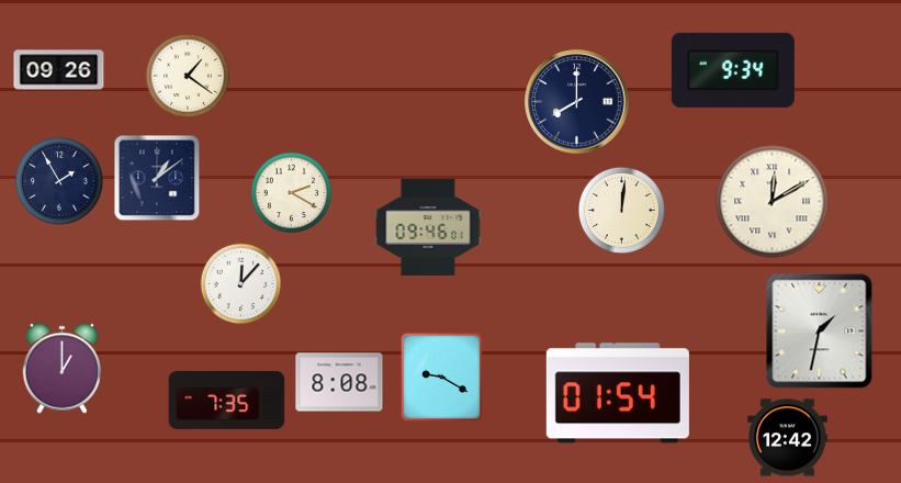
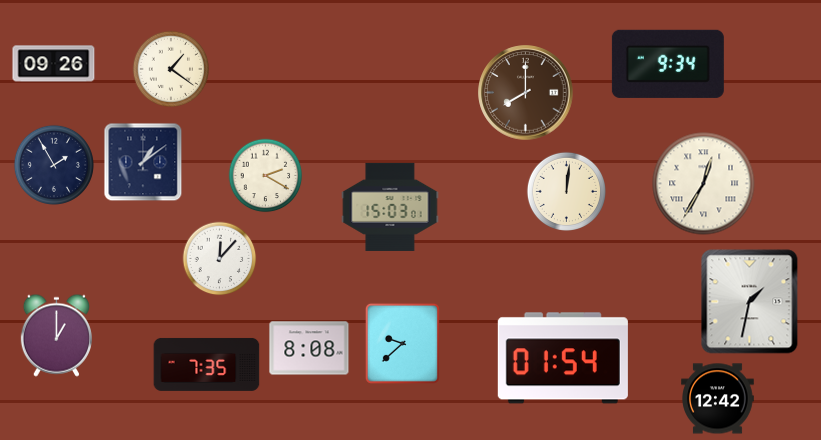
clock at (577, 102) dial: navy -> brown
clock at (773, 202): 12:10 -> 12:35
clock at (428, 227): 09:46 -> 15:03
clock at (820, 332) position: (820, 332) -> (750, 302)
clock at (441, 377): 9:20 -> 9:38
